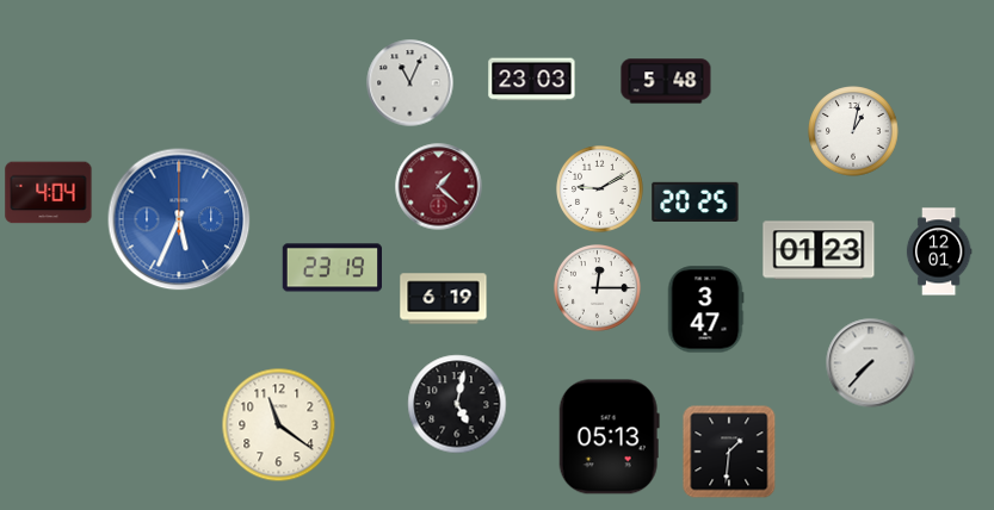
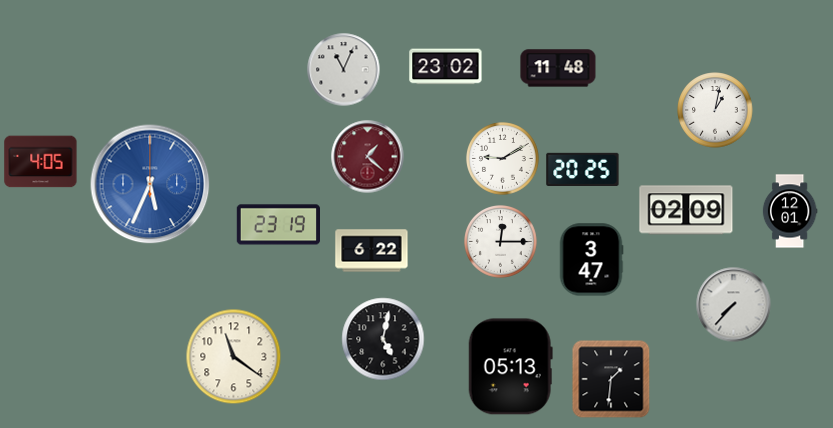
clock at (532, 80): 23:03 -> 23:02
clock at (666, 81): 5:48 -> 11:48
clock at (49, 193): 4:04 -> 4:05
clock at (819, 250): 01:23 -> 02:09
clock at (939, 251) position: (939, 251) -> (790, 211)
clock at (444, 299): 6:19 -> 6:22
clock at (871, 363) position: (871, 363) -> (734, 305)
